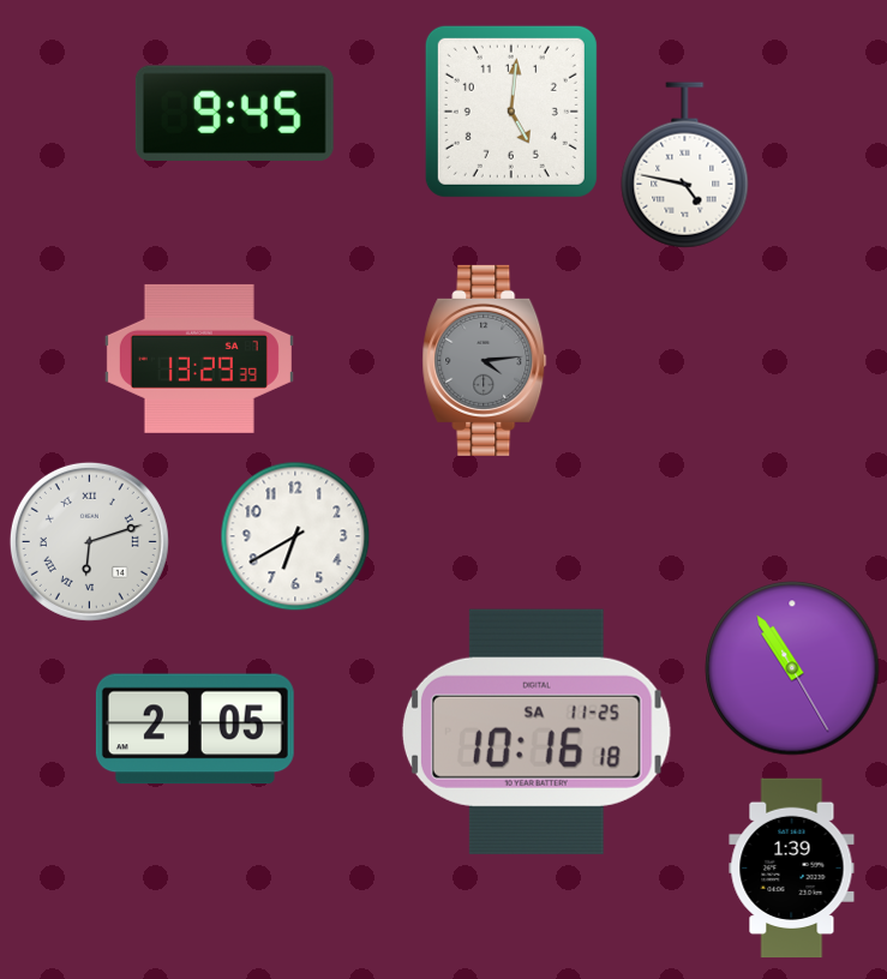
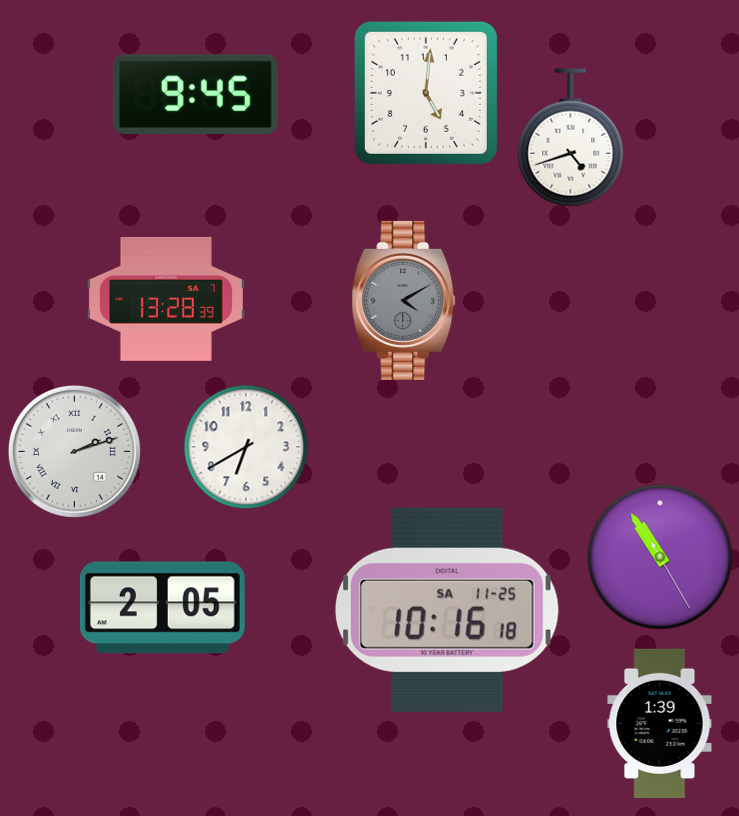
clock at (685, 166): 4:47 -> 4:42
clock at (199, 359): 13:29 -> 13:28
clock at (485, 360): 4:14 -> 4:10
clock at (89, 541): 6:12 -> 2:12
